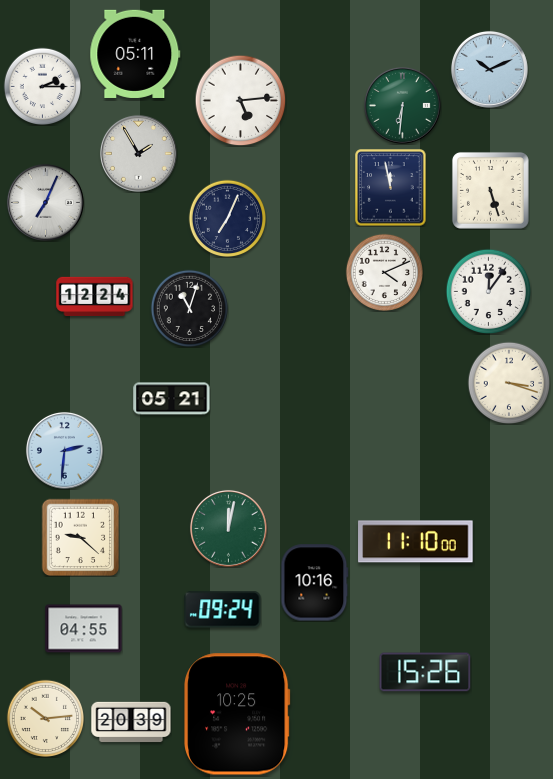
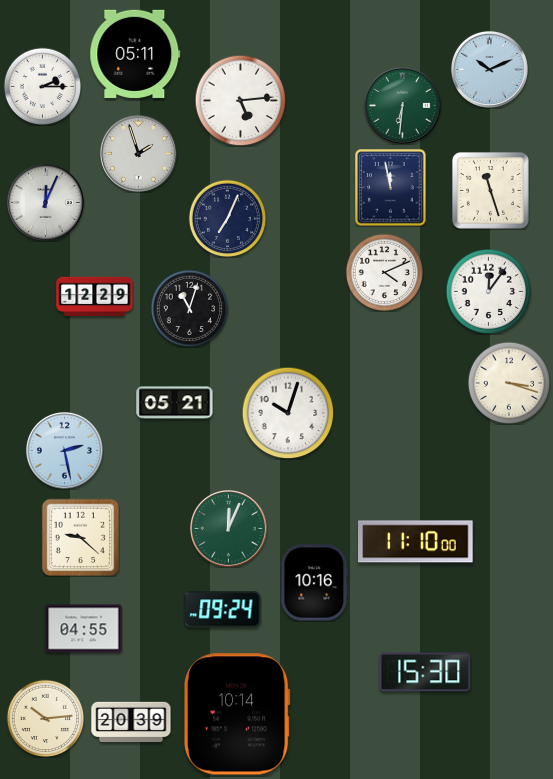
clock at (138, 153): 1:55 -> 1:57
clock at (490, 190): 5:27 -> 11:27
clock at (45, 202): 7:04 -> 12:04
clock at (95, 297): 12:24 -> 12:29
clock at (172, 399) position: (172, 399) -> (175, 403)
clock at (288, 413): none -> 10:03
clock at (64, 450): 2:31 -> 2:28
clock at (228, 528): 12:02 -> 12:04
clock at (425, 672): 15:26 -> 15:30
clock at (237, 714): 10:25 -> 10:14
